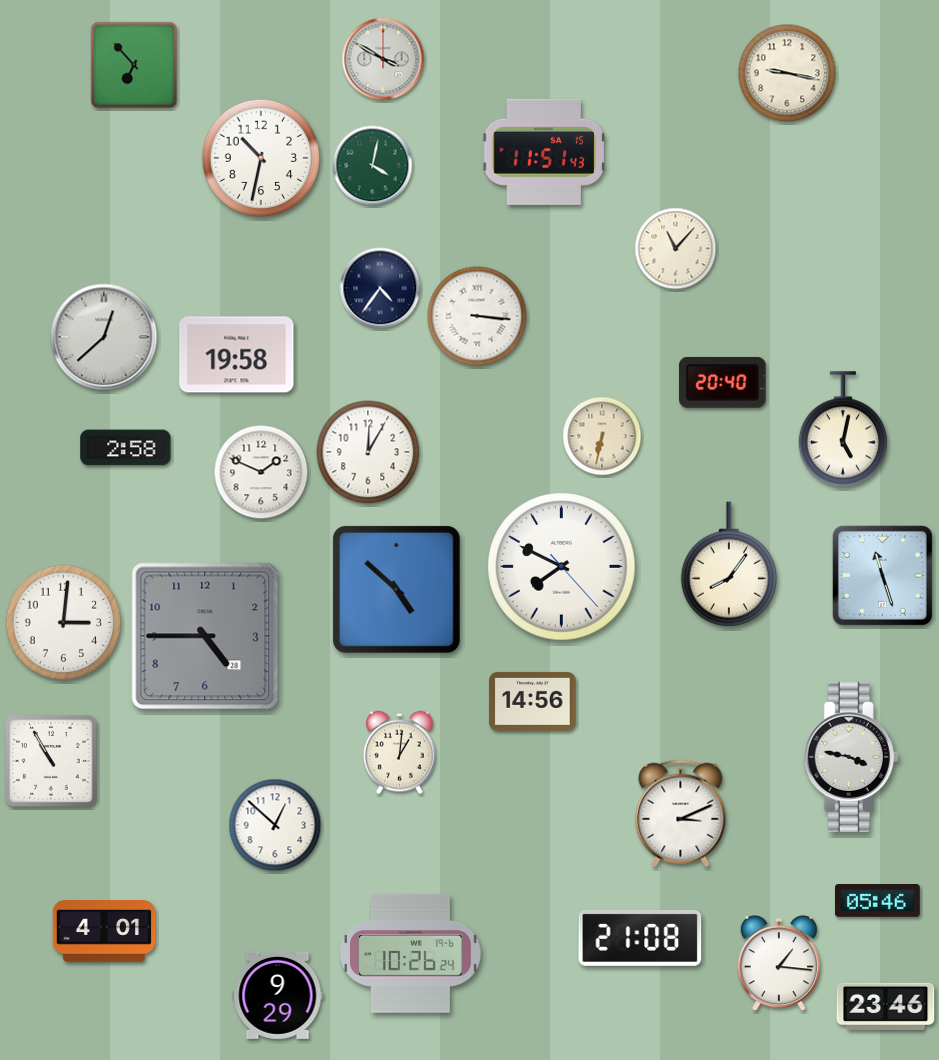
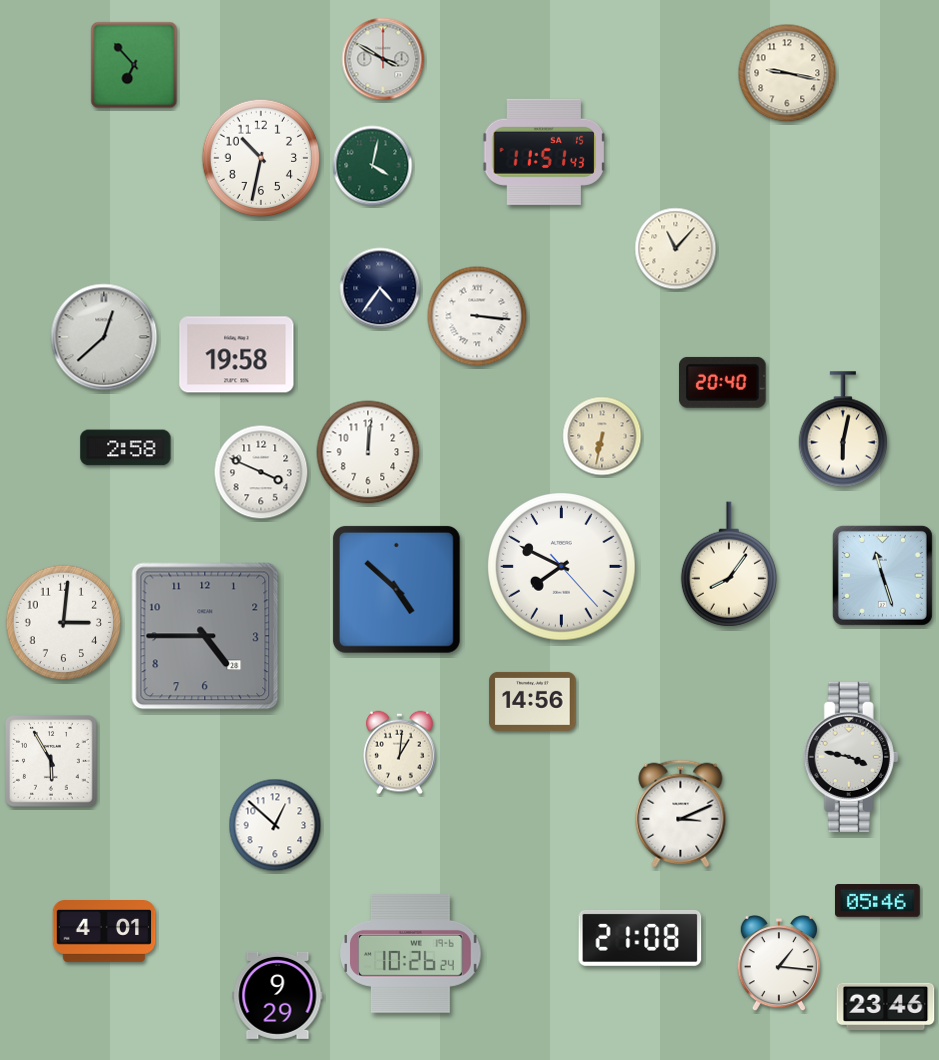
clock at (843, 429): 5:02 -> 6:02
clock at (368, 452): 12:05 -> 12:01
clock at (261, 472): 1:49 -> 3:49
clock at (52, 762): 10:55 -> 5:55
